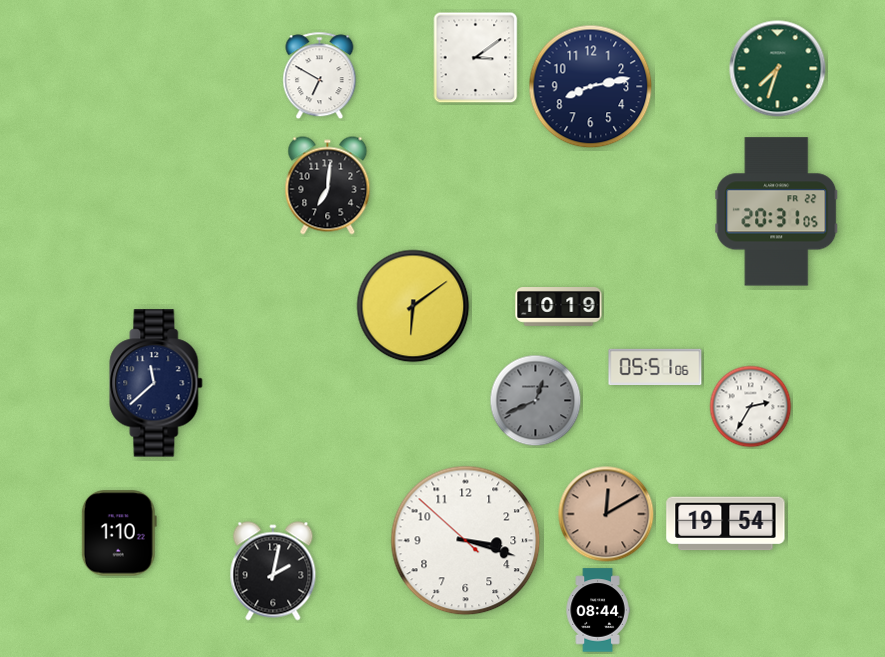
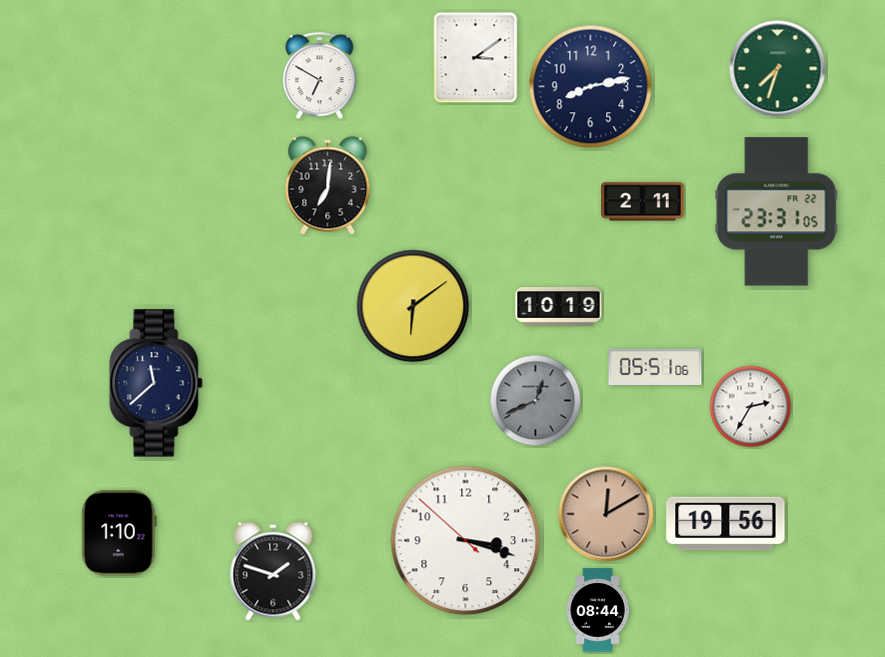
clock at (643, 202): none -> 2:11
clock at (777, 212): 20:31 -> 23:31
clock at (726, 524): 19:54 -> 19:56
clock at (273, 571): 2:02 -> 1:48
